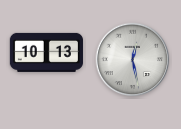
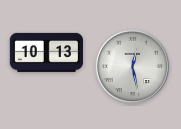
clock at (133, 60) position: (133, 60) -> (133, 67)
